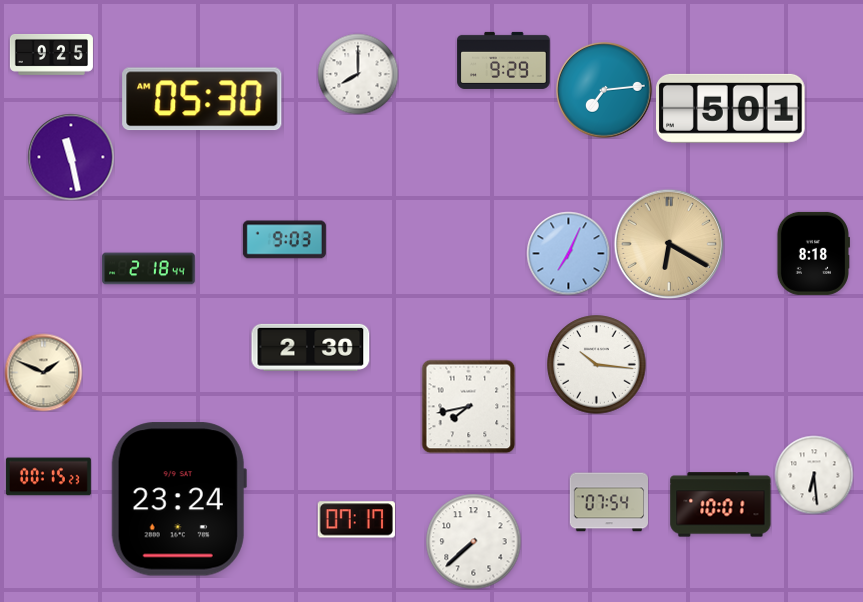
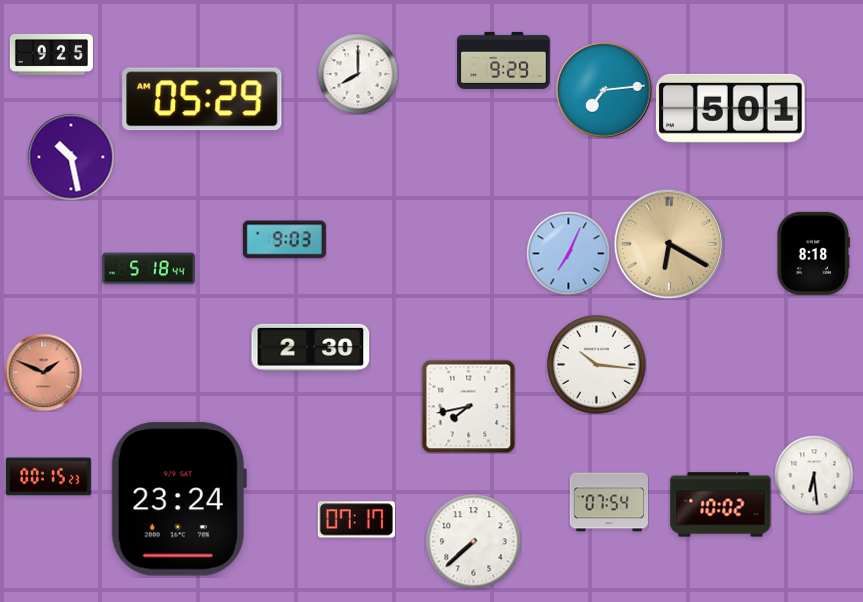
clock at (202, 99): 05:30 -> 05:29
clock at (71, 157): 11:28 -> 10:28
clock at (149, 269): 2:18 -> 5:18
clock at (43, 372) dial: cream -> salmon
clock at (721, 505): 10:01 -> 10:02
